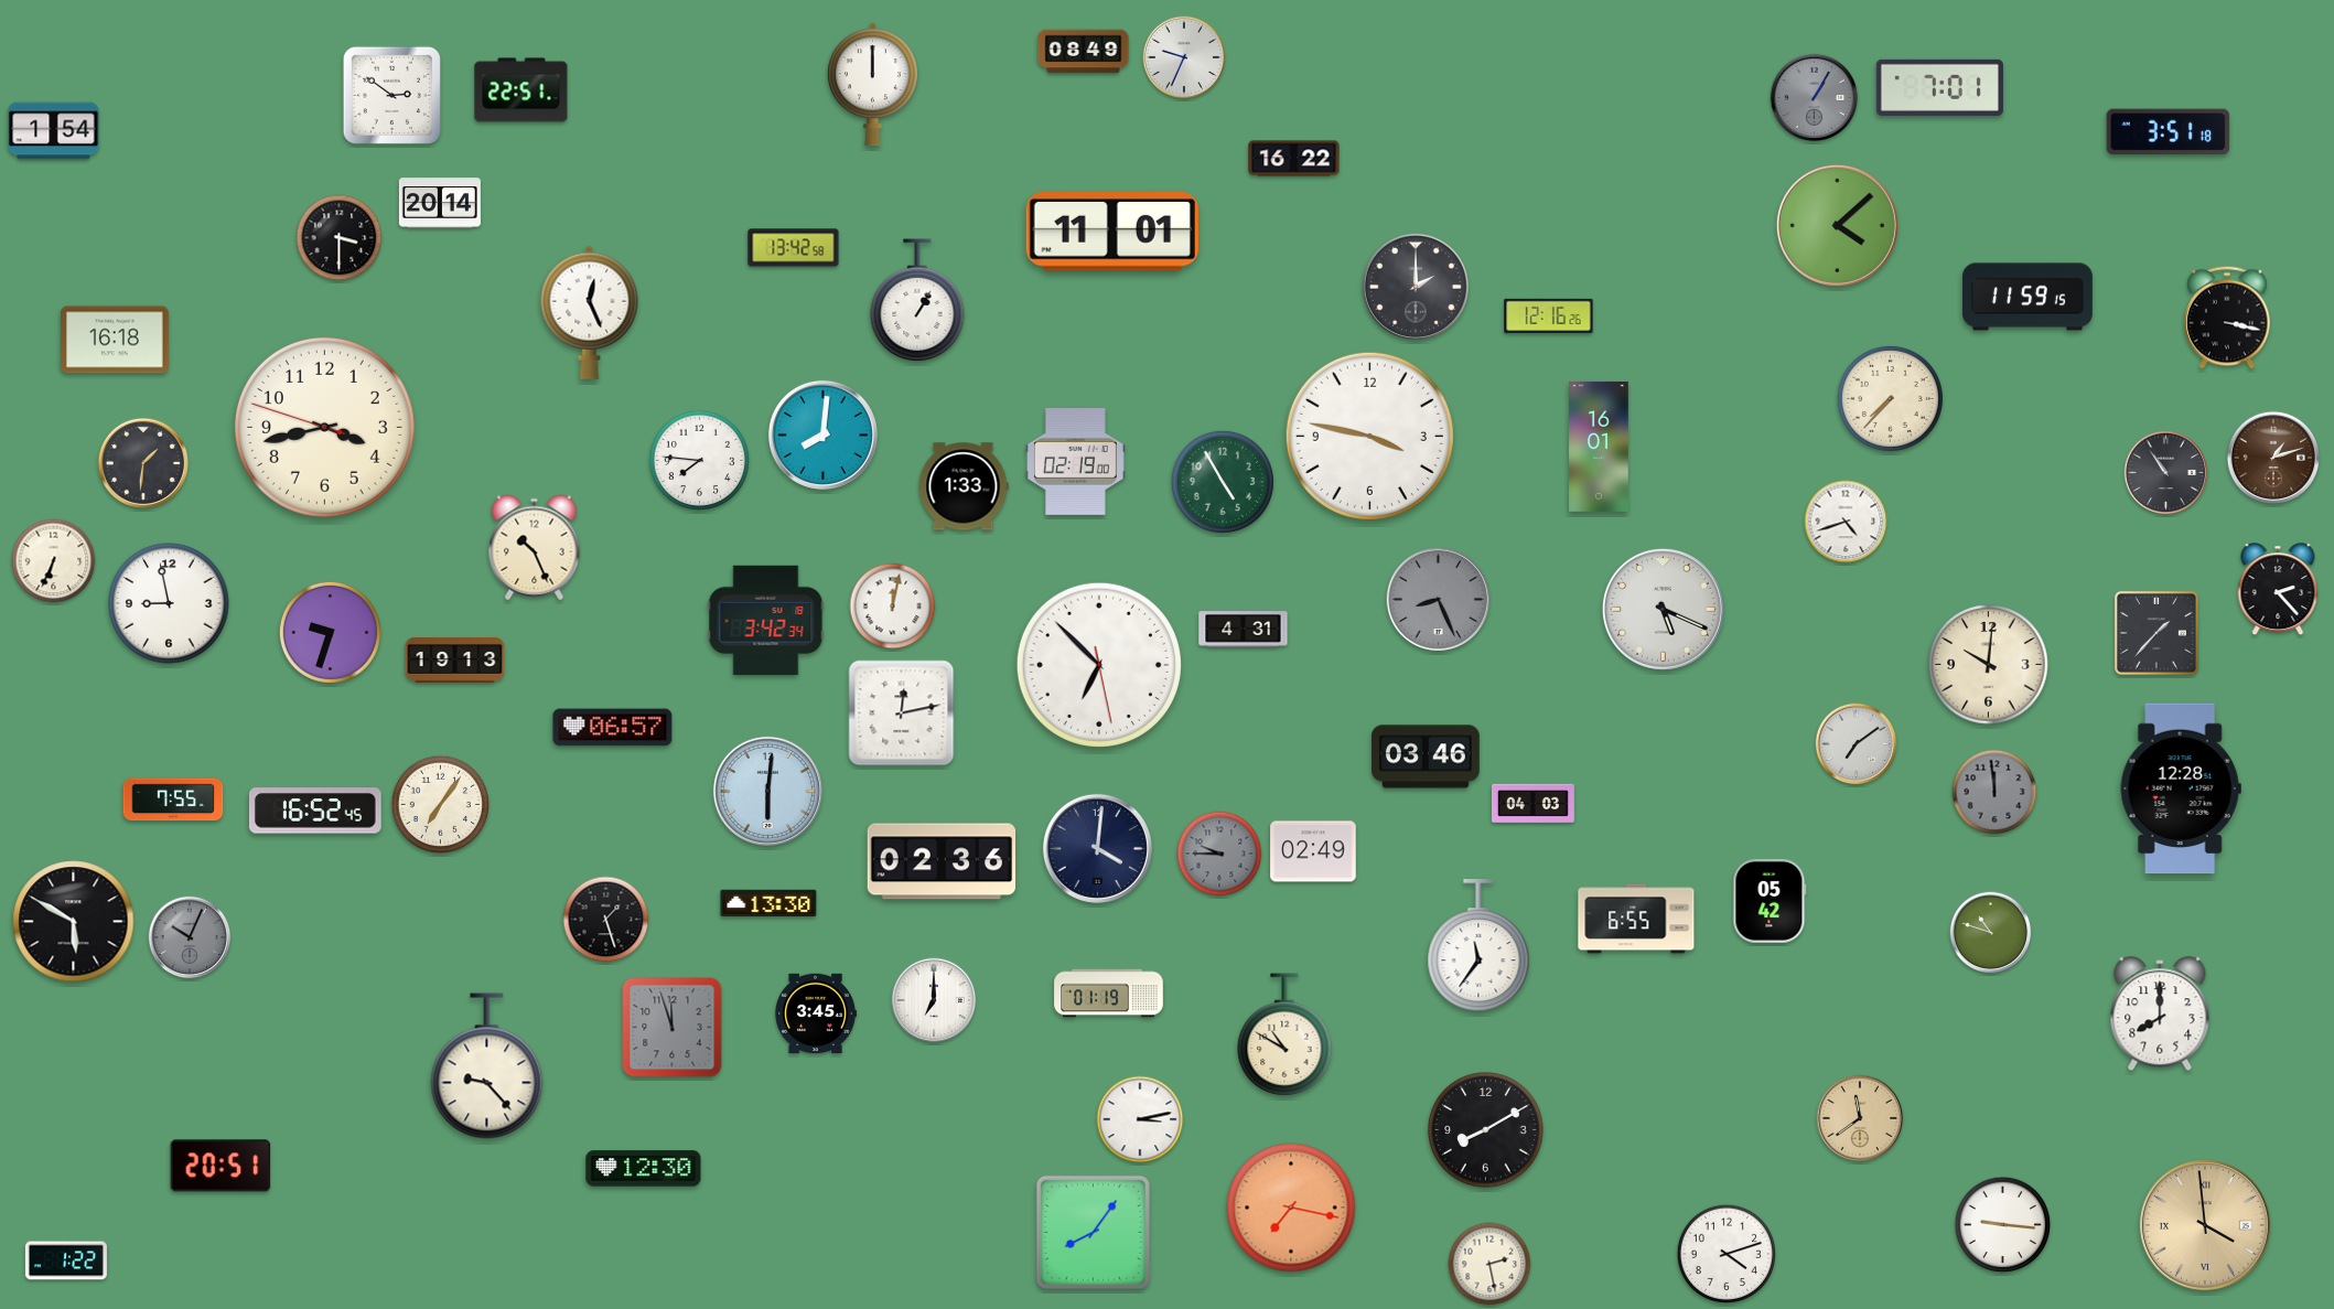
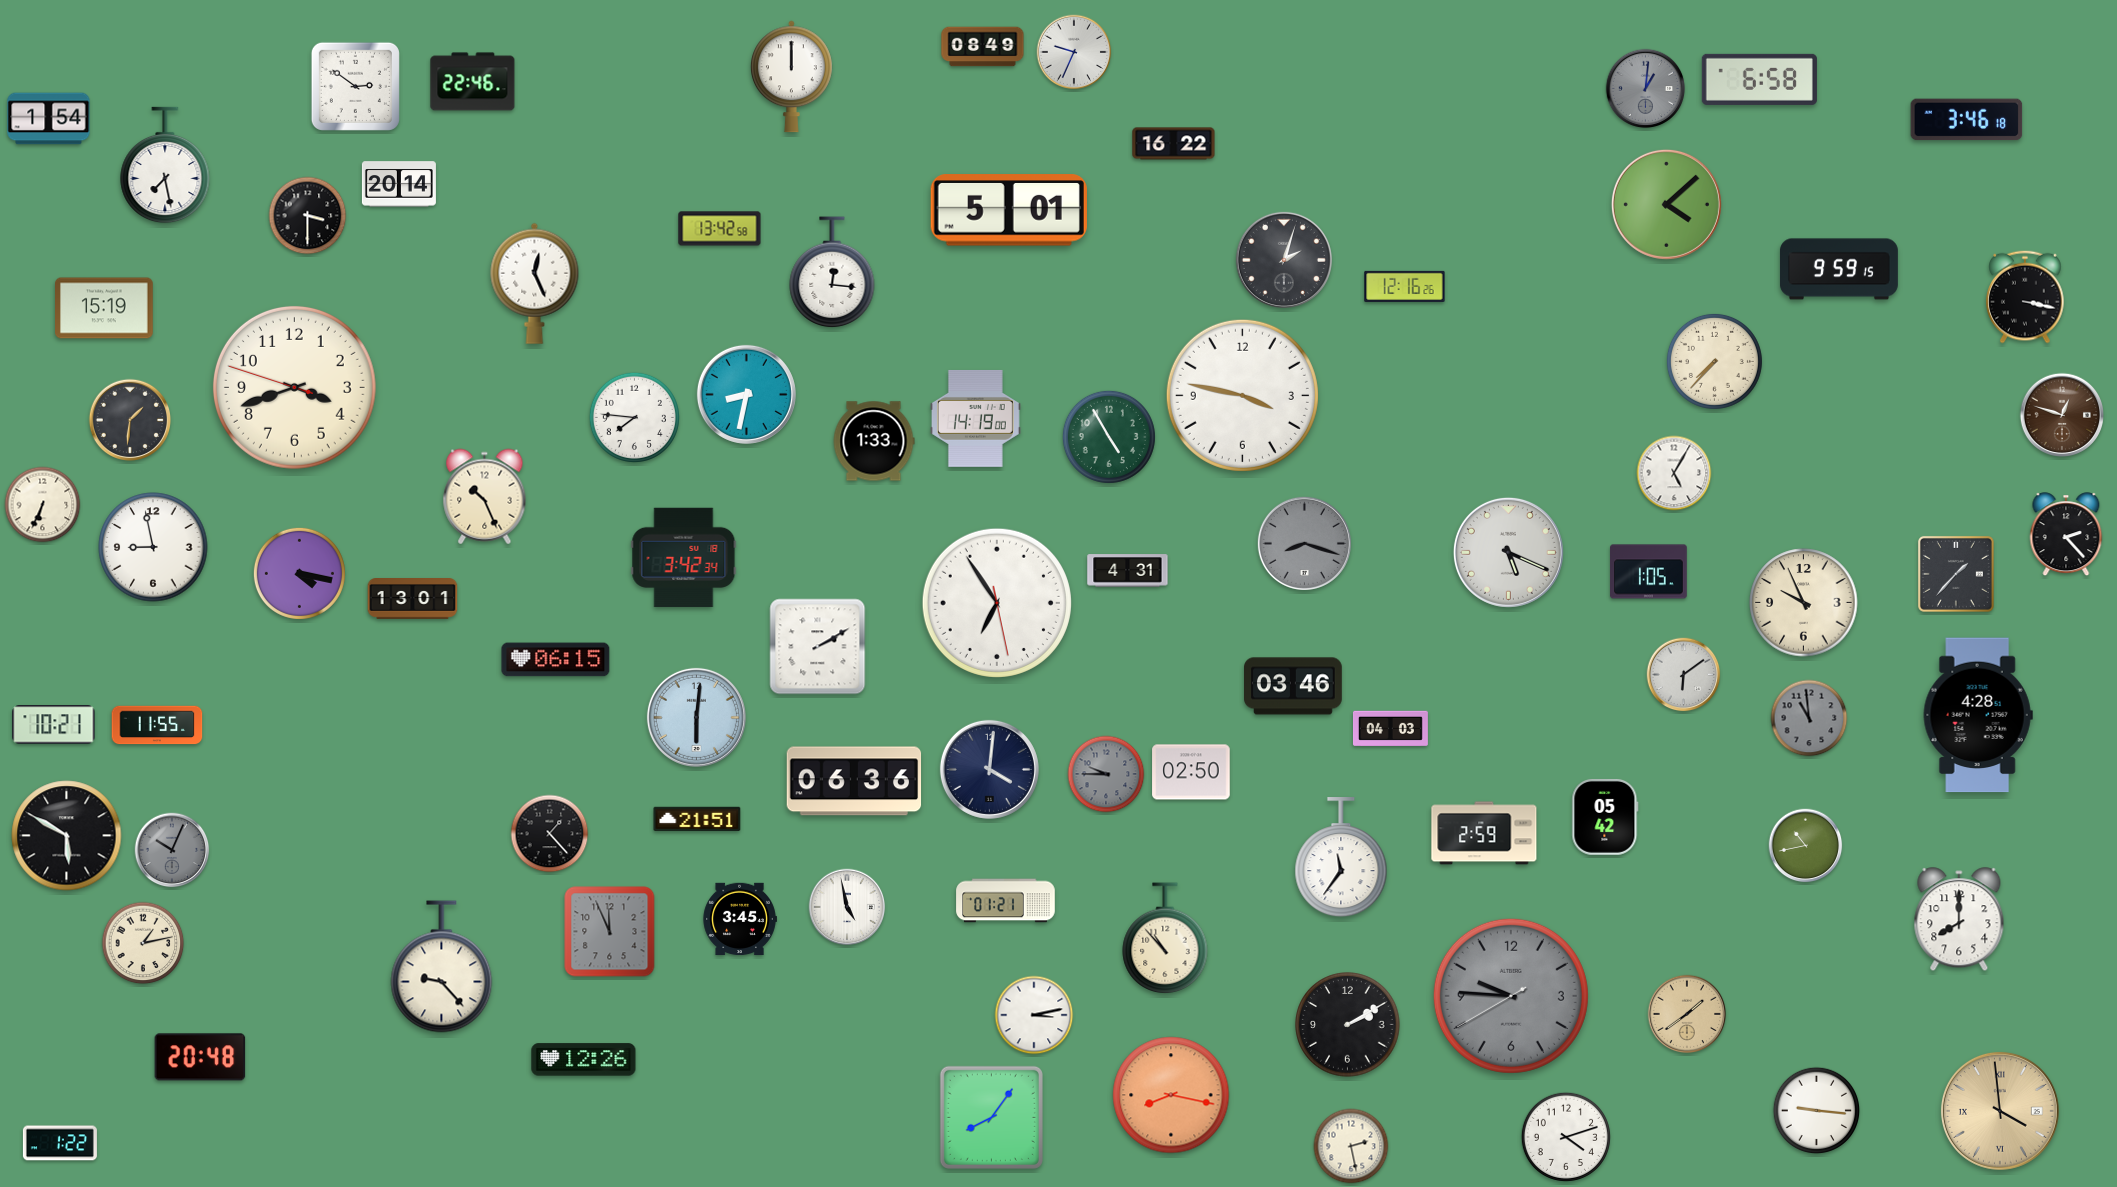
clock at (1939, 87): 7:01 -> 6:58
clock at (521, 90): 22:51 -> 22:46
clock at (1815, 98): 1:05 -> 1:01
clock at (2169, 132): 3:51 -> 3:46
clock at (165, 165): none -> 7:28
clock at (1112, 232): 11:01 -> 5:01
clock at (794, 248) position: (794, 248) -> (720, 229)
clock at (1416, 287): 2:00 -> 2:03
clock at (2028, 297): 11:59 -> 9:59
clock at (917, 301): 1:05 -> 12:16
clock at (2227, 318) position: (2227, 318) -> (2025, 297)
clock at (116, 340): 16:18 -> 15:19
clock at (324, 427): 3:42 -> 3:41
clock at (822, 434): 8:01 -> 8:32
clock at (1599, 447): 16:01 -> none
clock at (2272, 457): 1:12 -> 12:48
clock at (1075, 461): 02:19 -> 14:19
clock at (2166, 473): 10:54 -> none
clock at (1846, 522): 4:42 -> 5:05
clock at (54, 561) position: (54, 561) -> (43, 505)
clock at (1438, 599): 8:26 -> 8:18
clock at (893, 607): 12:02 -> none
clock at (766, 621) position: (766, 621) -> (684, 558)
clock at (1649, 572): none -> 1:05
clock at (330, 632): 9:33 -> 4:17
clock at (455, 661): 19:13 -> 13:01
clock at (1099, 665): 6:52 -> 6:54
clock at (1989, 665): 10:01 -> 9:56
clock at (902, 713): 12:13 -> 2:10
clock at (613, 728): 06:57 -> 06:15
clock at (1857, 744): 7:09 -> 6:09
clock at (2181, 788): 12:28 -> 4:28
clock at (1994, 792): 11:59 -> 10:59
clock at (54, 725): none -> 10:21
clock at (173, 800): 7:55 -> 11:55
clock at (440, 804): 7:06 -> none
clock at (315, 811): 16:52 -> none
clock at (1097, 848) position: (1097, 848) -> (989, 769)
clock at (1313, 851): 02:49 -> 02:50
clock at (942, 861): 02:36 -> 06:36
clock at (768, 902): 13:30 -> 21:51
clock at (1636, 919): 6:55 -> 2:59
clock at (606, 920): 1:27 -> 1:23
clock at (1991, 933): 10:48 -> 10:43
clock at (1109, 994): 01:19 -> 01:21
clock at (934, 1000): 7:00 -> 4:58
clock at (673, 1028): 11:57 -> 11:56
clock at (1284, 1036): 10:50 -> 10:53
clock at (143, 943): none -> 1:13
clock at (1511, 996): none -> 9:45
clock at (1860, 1118): 11:39 -> 1:39
clock at (1486, 1130): 8:10 -> 2:10
clock at (221, 1166): 20:51 -> 20:48
clock at (644, 1169): 12:30 -> 12:26
clock at (1291, 1208): 7:17 -> 8:17
